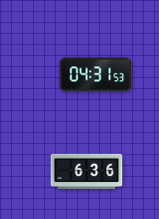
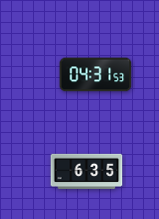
clock at (87, 172): 6:36 -> 6:35
